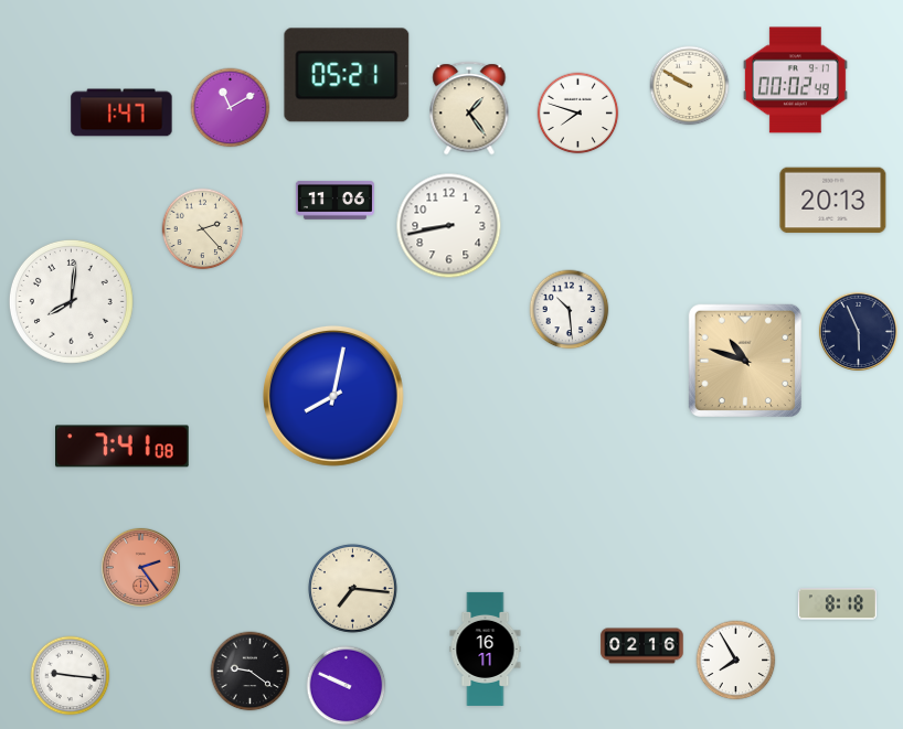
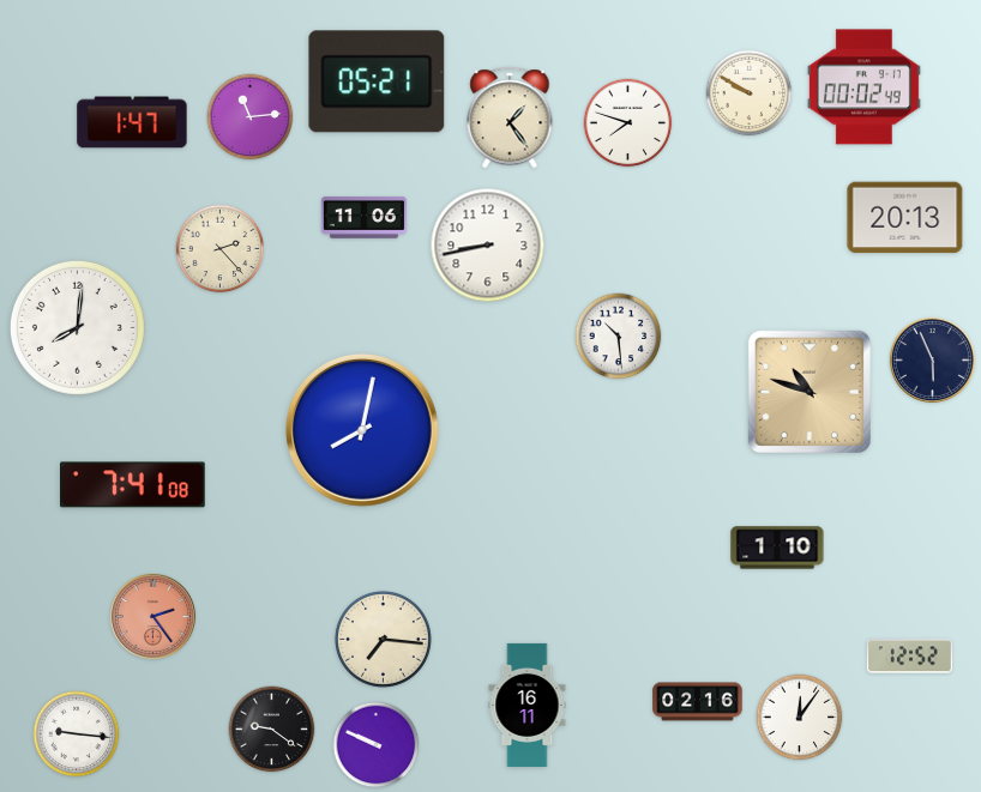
clock at (231, 108): 11:10 -> 11:14
clock at (777, 548): none -> 1:10
clock at (837, 604): 8:18 -> 12:52
clock at (736, 661): 7:55 -> 12:06
